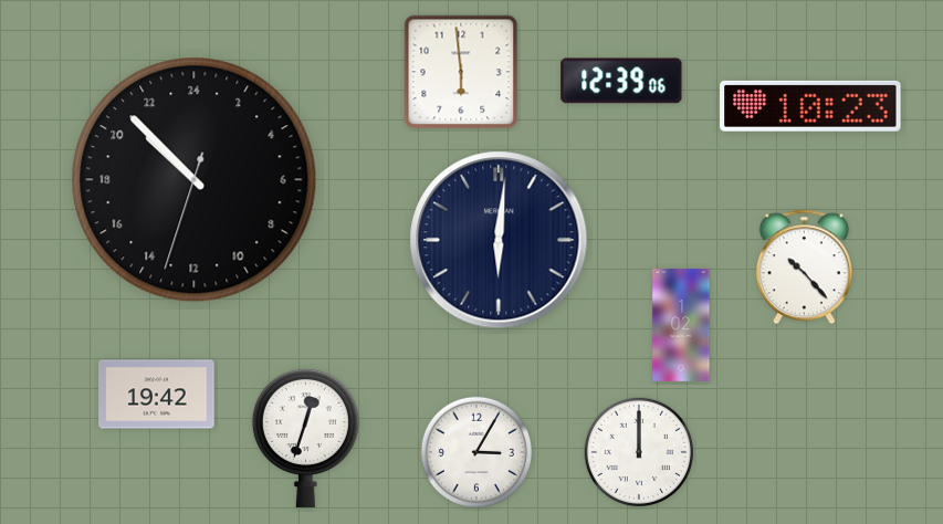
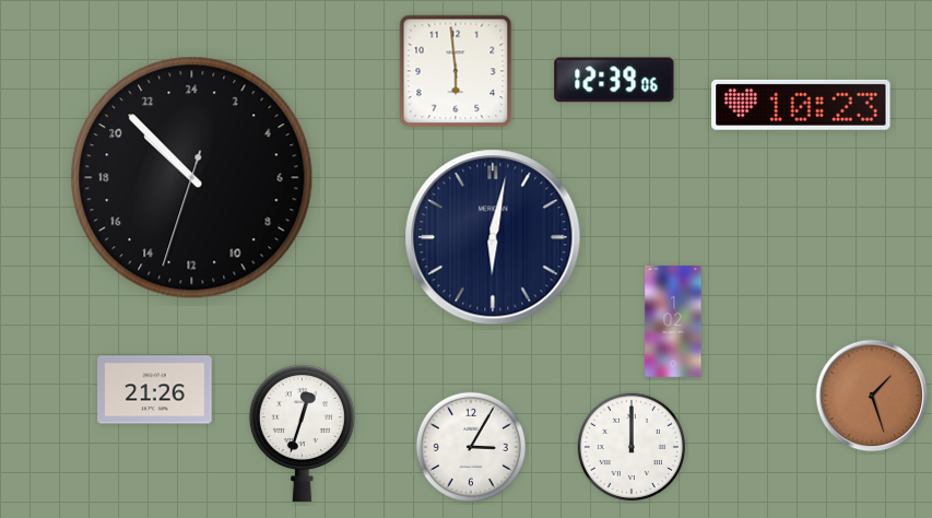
clock at (499, 240): 6:01 -> 6:02
clock at (804, 268): 10:23 -> none
clock at (157, 395): 19:42 -> 21:26
clock at (872, 396): none -> 1:27
